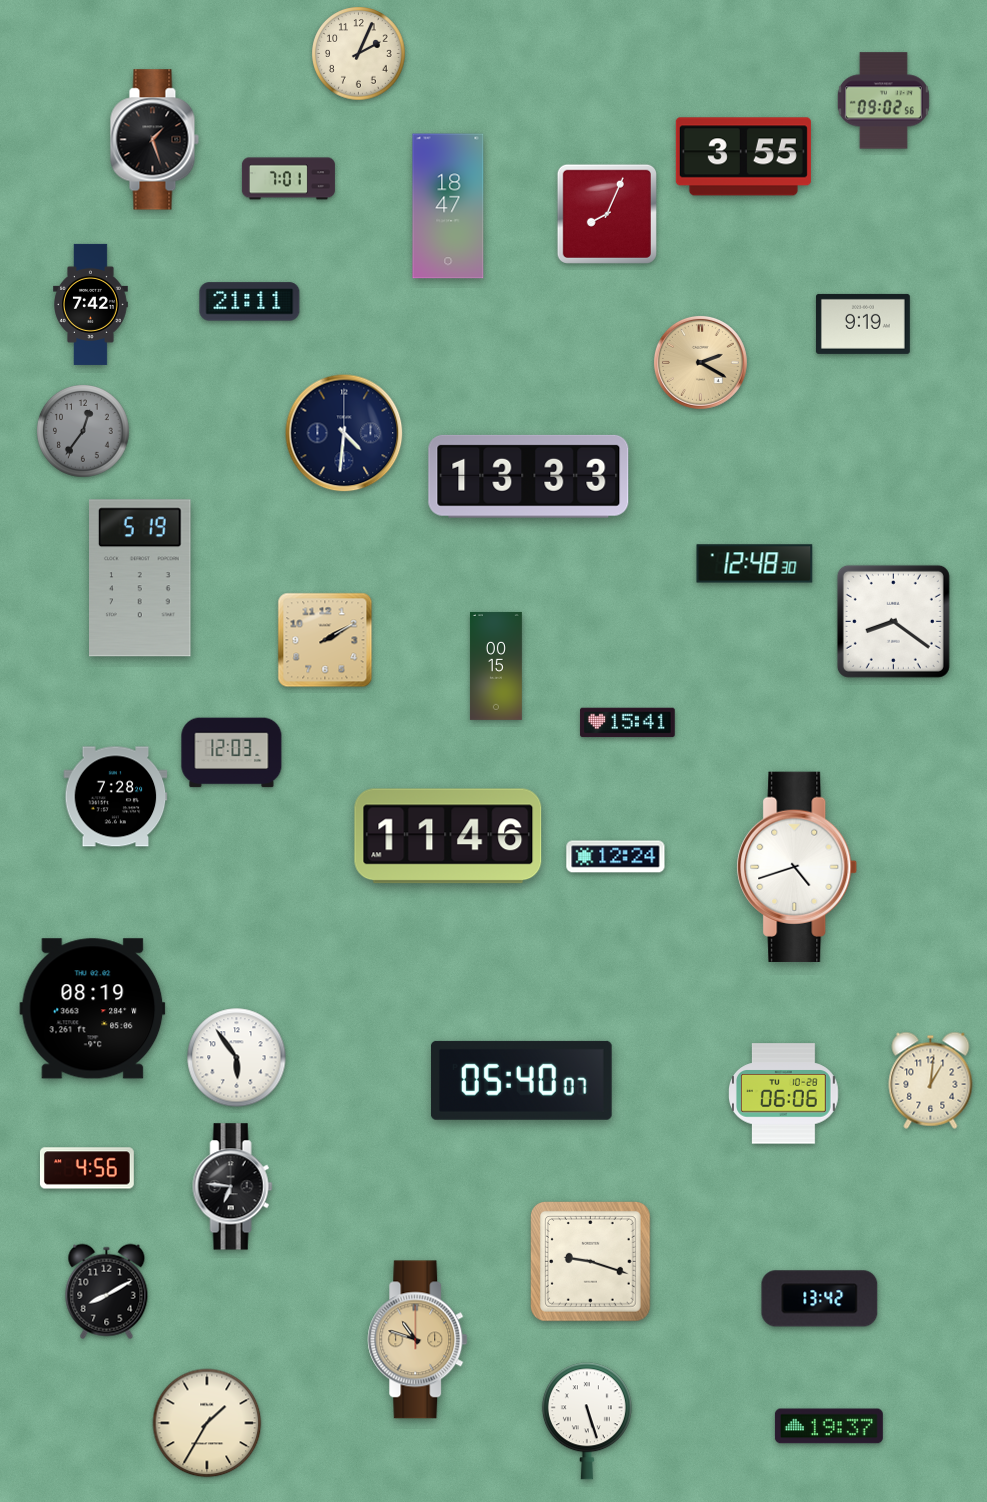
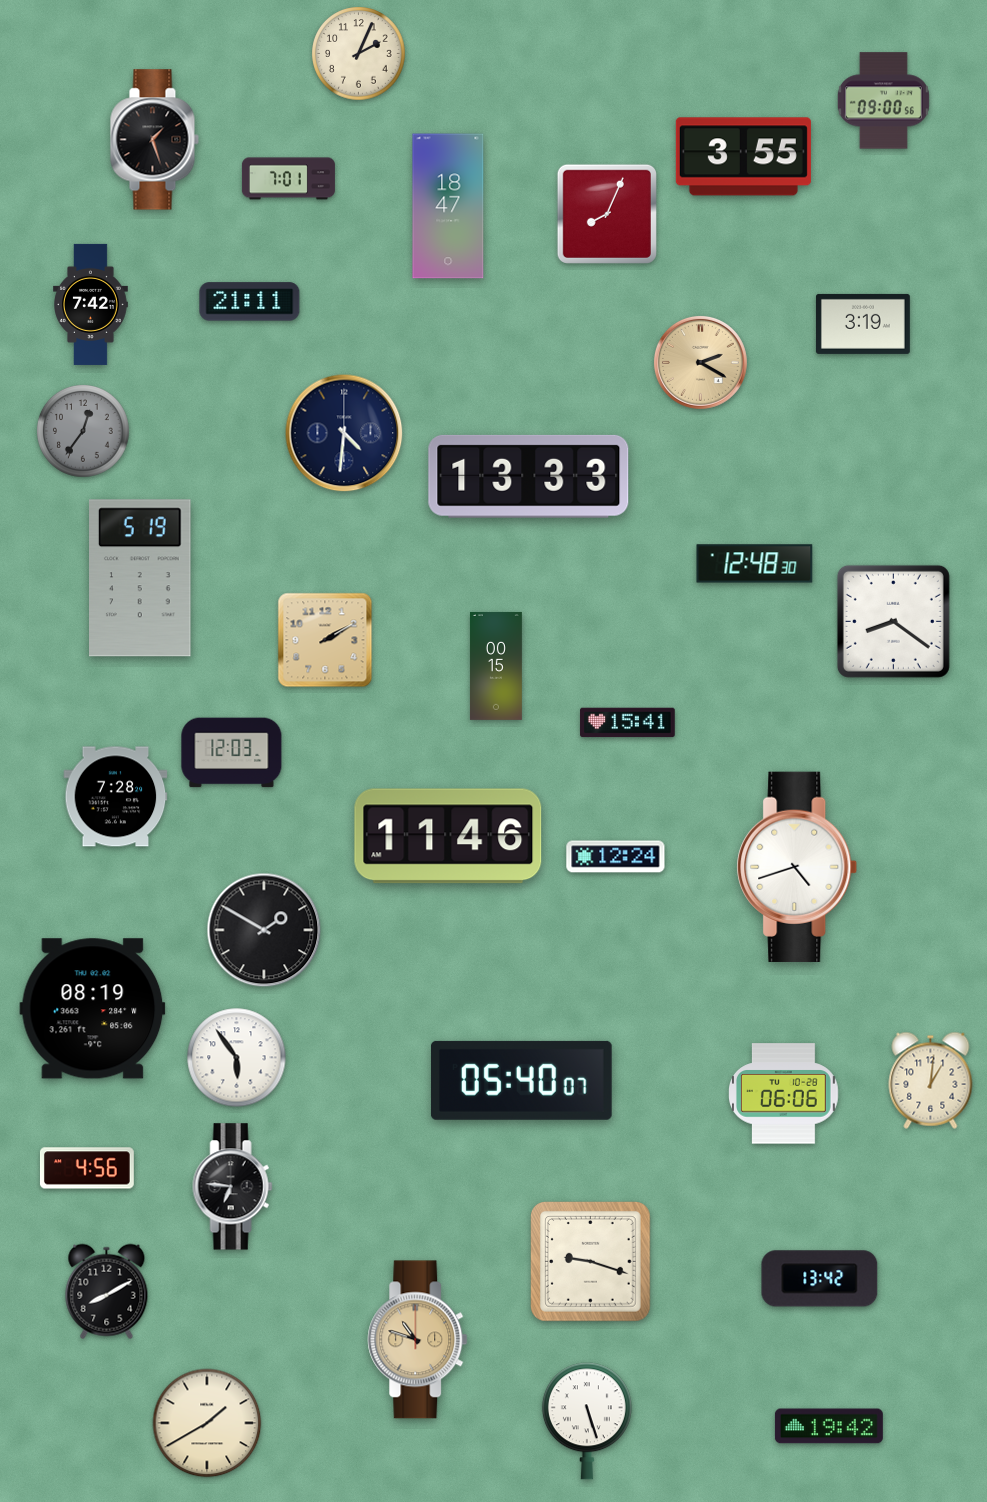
clock at (883, 101): 09:02 -> 09:00
clock at (863, 324): 9:19 -> 3:19
clock at (264, 930): none -> 1:50
clock at (820, 1299) position: (820, 1299) -> (820, 1279)
clock at (207, 1423): 1:35 -> 1:40
clock at (829, 1426): 19:37 -> 19:42
